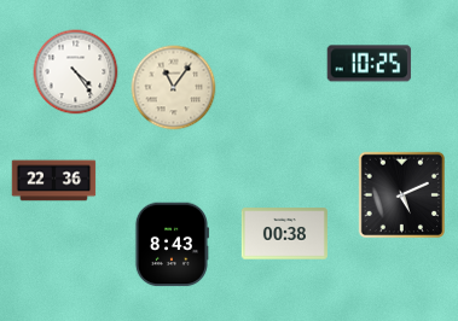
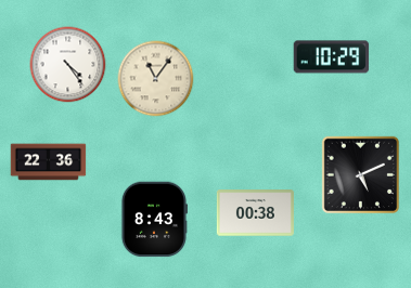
clock at (370, 64): 10:25 -> 10:29
clock at (284, 234) position: (284, 234) -> (255, 213)
